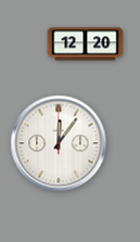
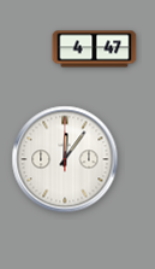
clock at (86, 44): 12:20 -> 4:47
